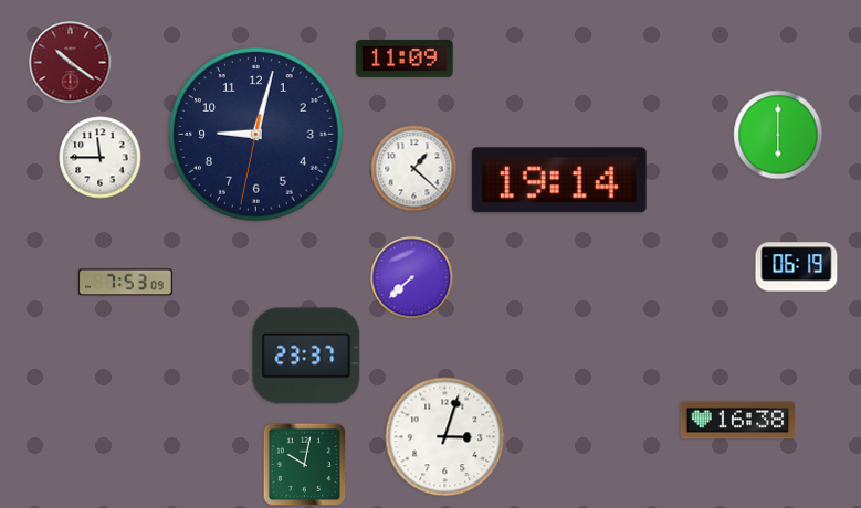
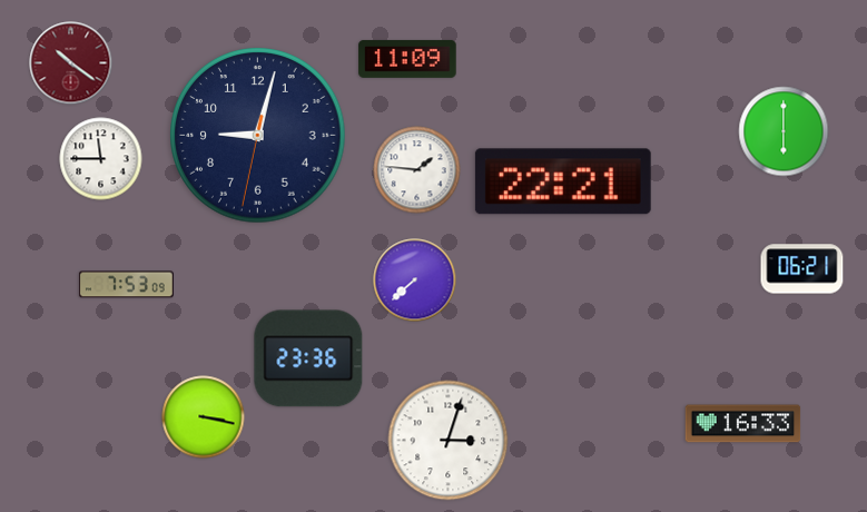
clock at (778, 135) position: (778, 135) -> (784, 131)
clock at (414, 169): 1:22 -> 1:46
clock at (559, 180): 19:14 -> 22:21
clock at (797, 267): 06:19 -> 06:21
clock at (306, 356): 23:37 -> 23:36
clock at (204, 417): none -> 3:17
clock at (738, 421): 16:38 -> 16:33
clock at (305, 465): 10:02 -> none
